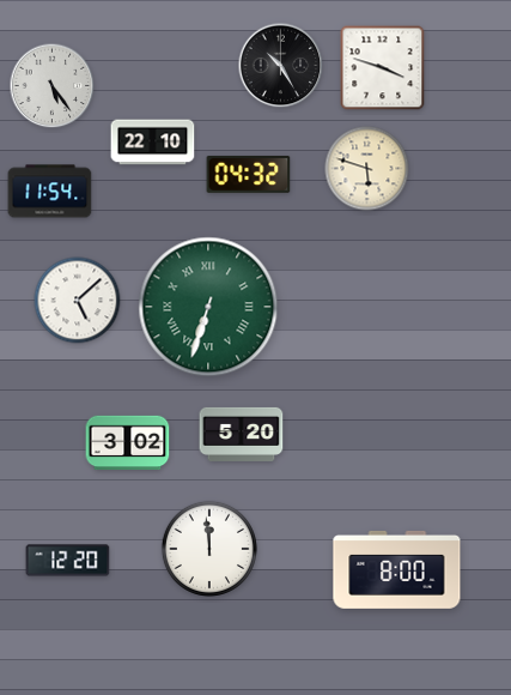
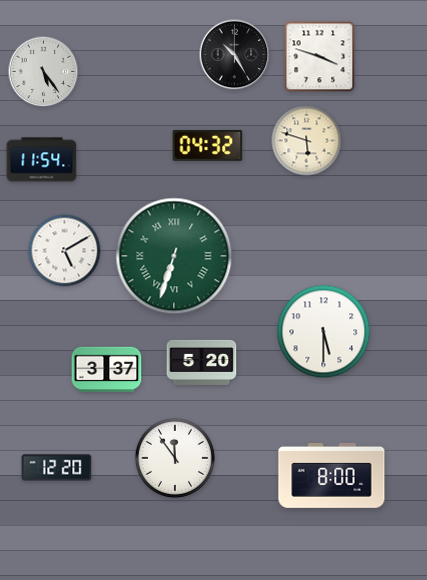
clock at (153, 143): 22:10 -> none
clock at (78, 301): 5:08 -> 5:10
clock at (324, 332): none -> 5:30
clock at (128, 443): 3:02 -> 3:37
clock at (209, 549): 11:59 -> 11:54
